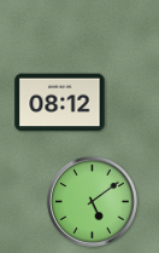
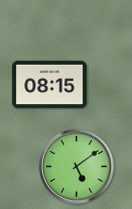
clock at (60, 103): 08:12 -> 08:15
